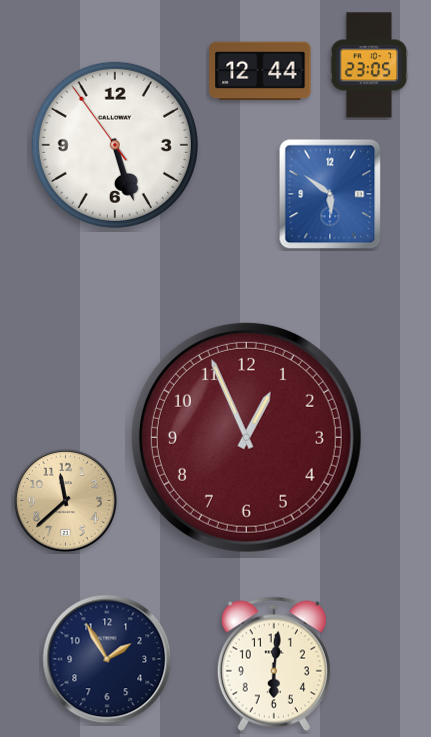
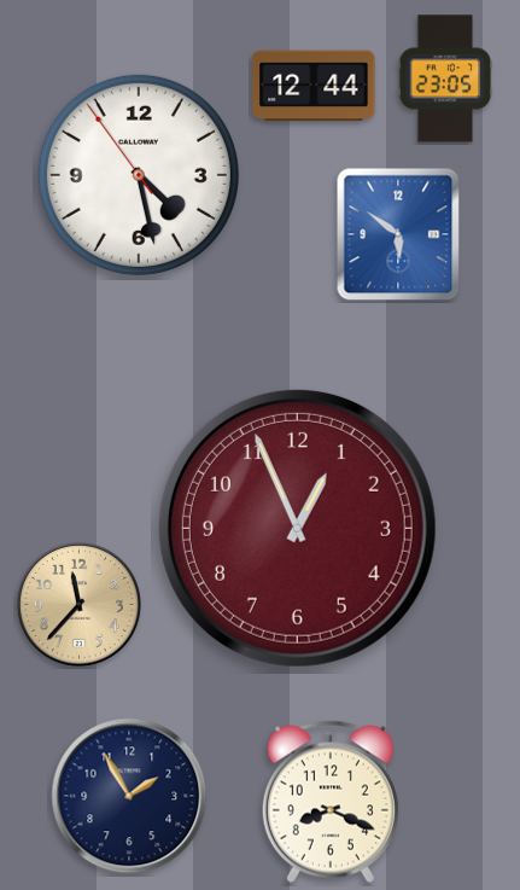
clock at (115, 145): 5:26 -> 4:27
clock at (65, 500): 11:38 -> 11:37
clock at (274, 664): 6:01 -> 8:19
